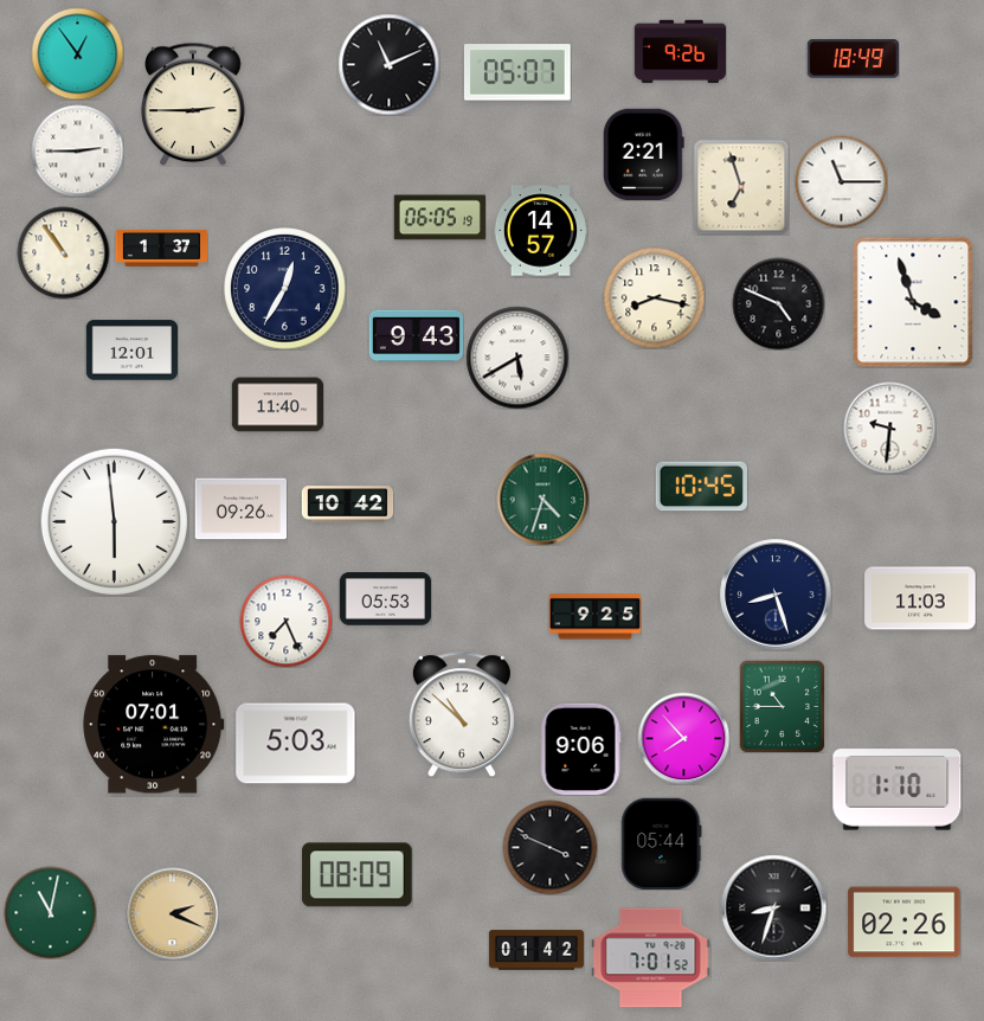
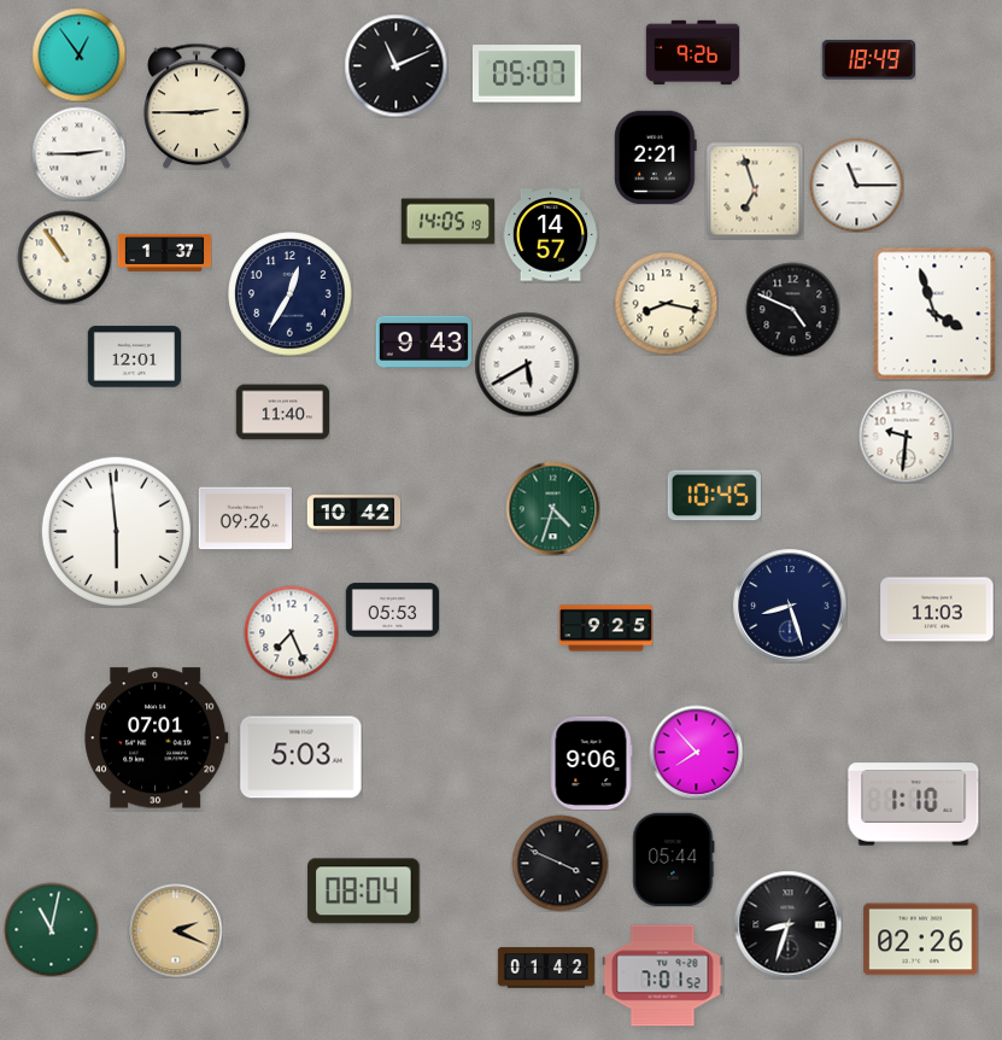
clock at (439, 218): 06:05 -> 14:05
clock at (913, 302) position: (913, 302) -> (934, 314)
clock at (783, 706): 10:45 -> none
clock at (462, 714): 10:52 -> none
clock at (358, 875): 08:09 -> 08:04
